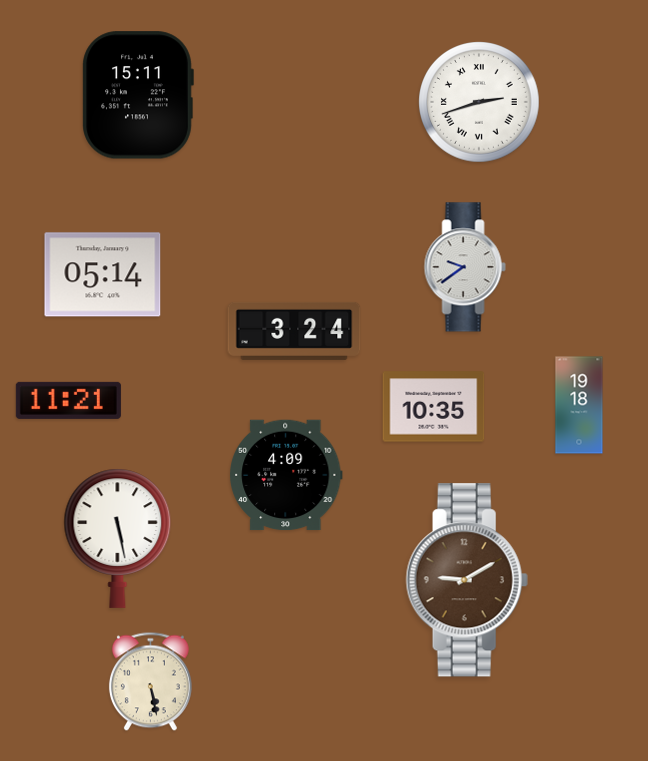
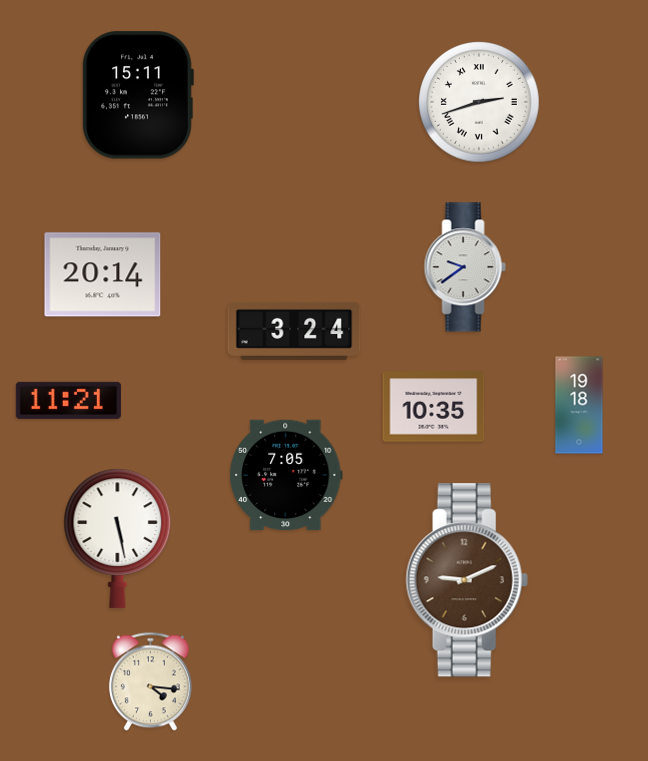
clock at (103, 275): 05:14 -> 20:14
clock at (286, 475): 4:09 -> 7:05
clock at (467, 580): 9:10 -> 9:11
clock at (150, 682): 5:28 -> 4:16
